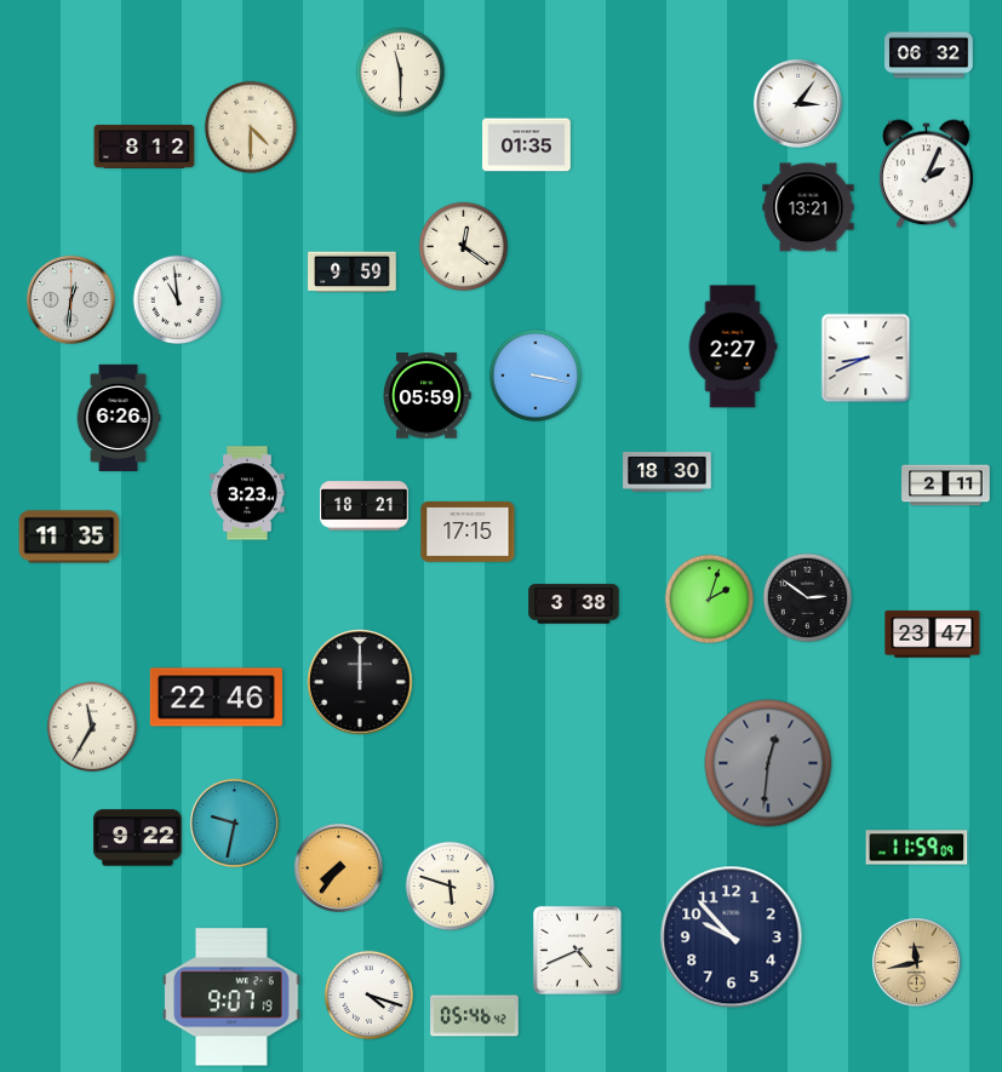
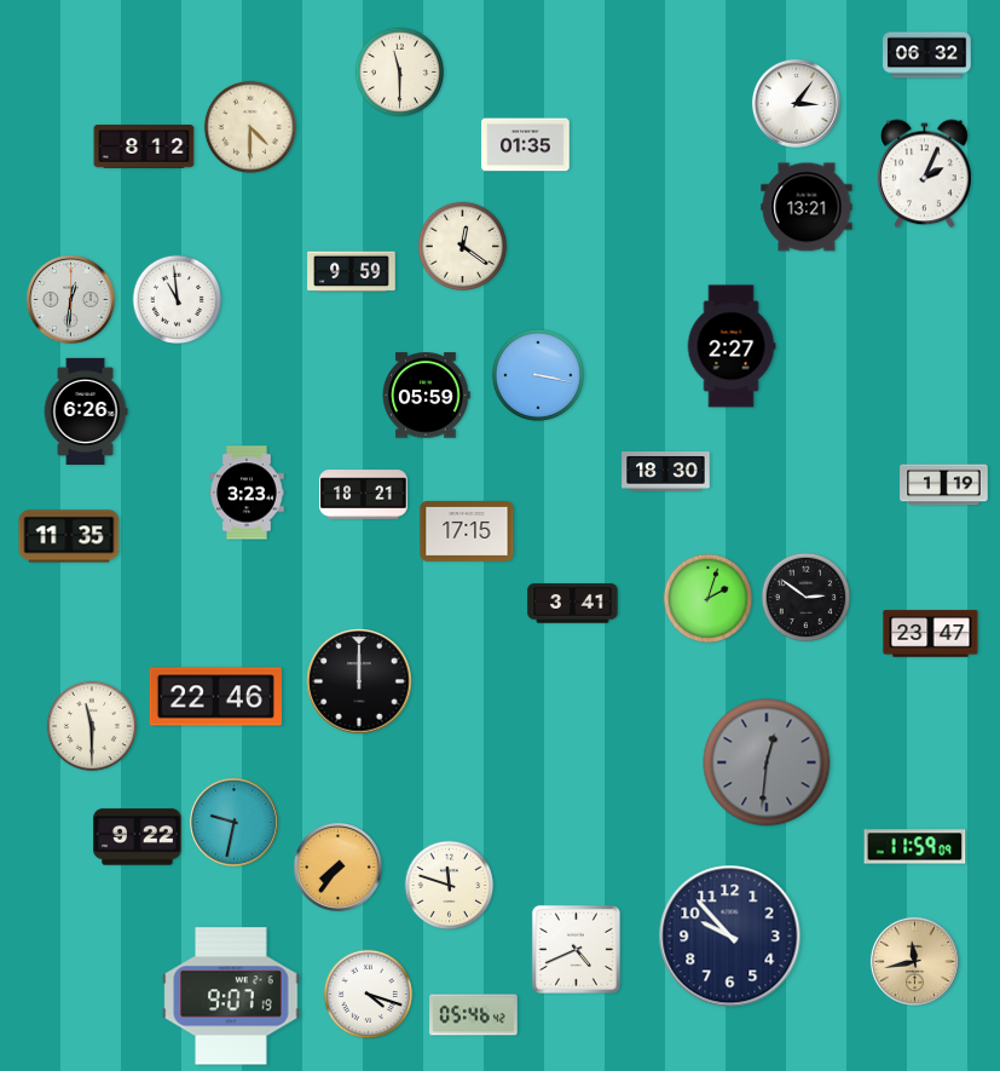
clock at (866, 359): 8:41 -> none
clock at (534, 374) position: (534, 374) -> (537, 374)
clock at (119, 417) position: (119, 417) -> (86, 410)
clock at (946, 486): 2:11 -> 1:19
clock at (365, 506) position: (365, 506) -> (364, 495)
clock at (574, 604): 3:38 -> 3:41
clock at (92, 727): 11:35 -> 11:30
clock at (451, 887): 5:48 -> 11:48
